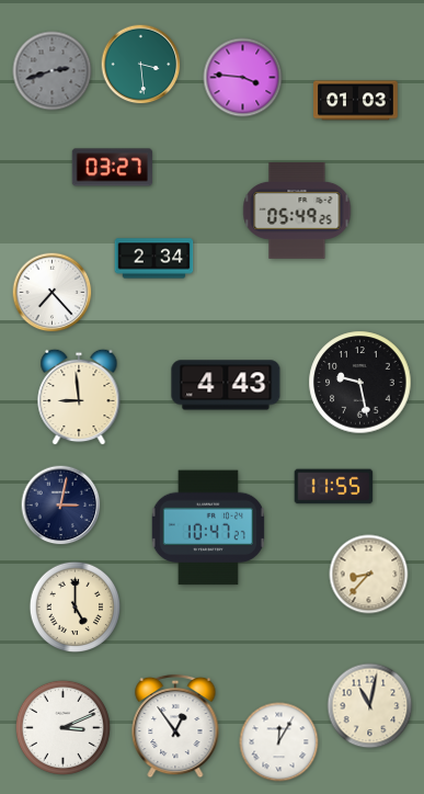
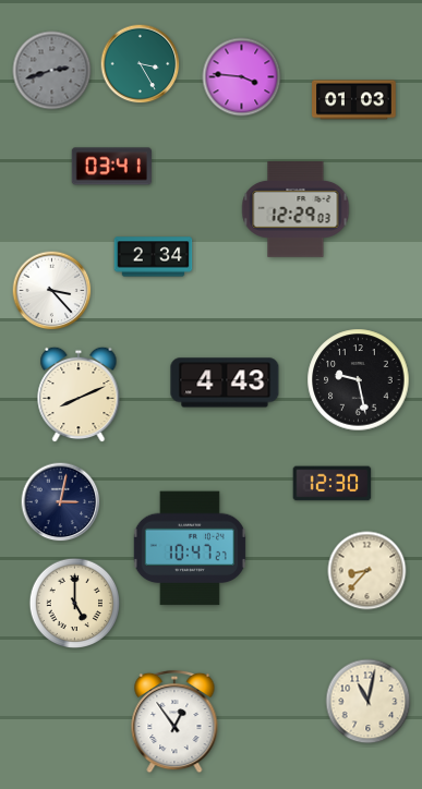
clock at (141, 65): 3:29 -> 3:25
clock at (112, 168): 03:27 -> 03:41
clock at (297, 212): 05:49 -> 12:29
clock at (53, 293): 7:23 -> 3:23
clock at (79, 397): 8:59 -> 8:11
clock at (334, 487): 11:55 -> 12:30
clock at (208, 528) position: (208, 528) -> (190, 548)
clock at (62, 727): 3:11 -> none
clock at (279, 742): 12:05 -> none
